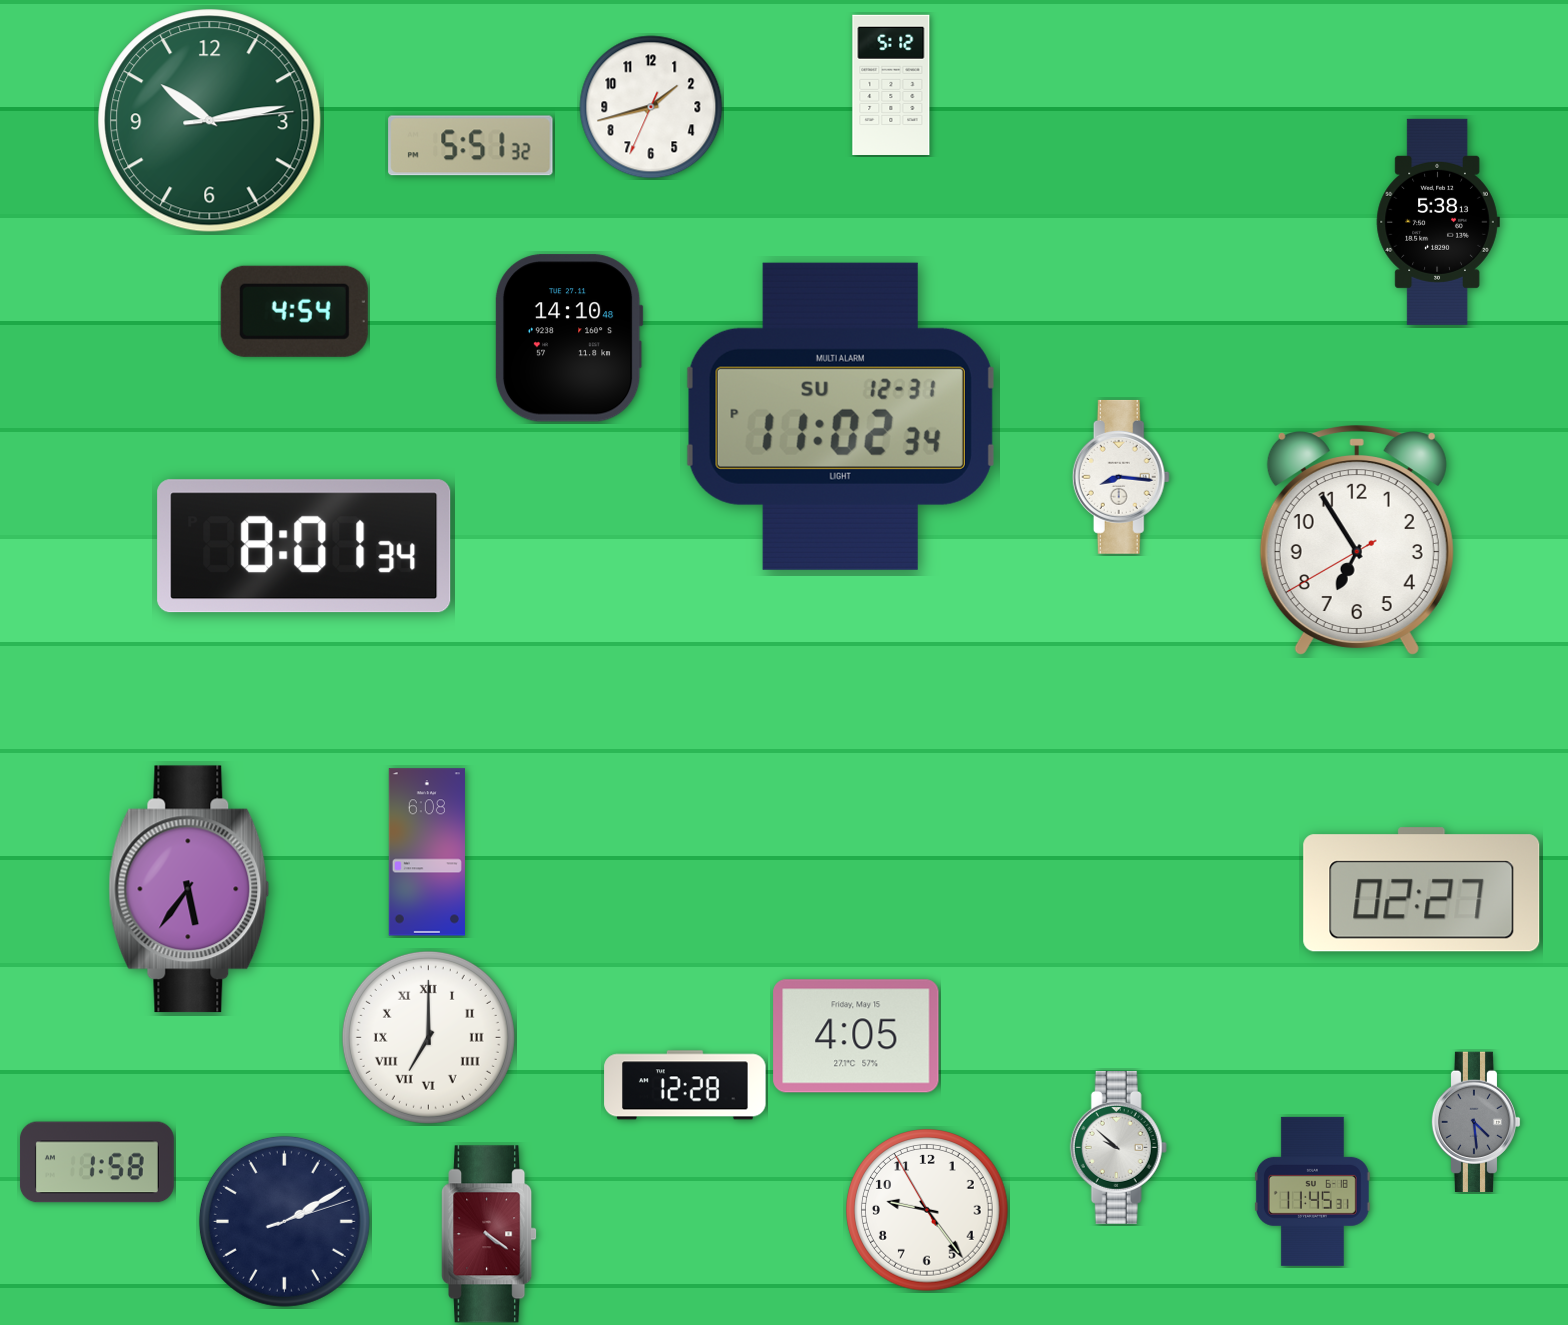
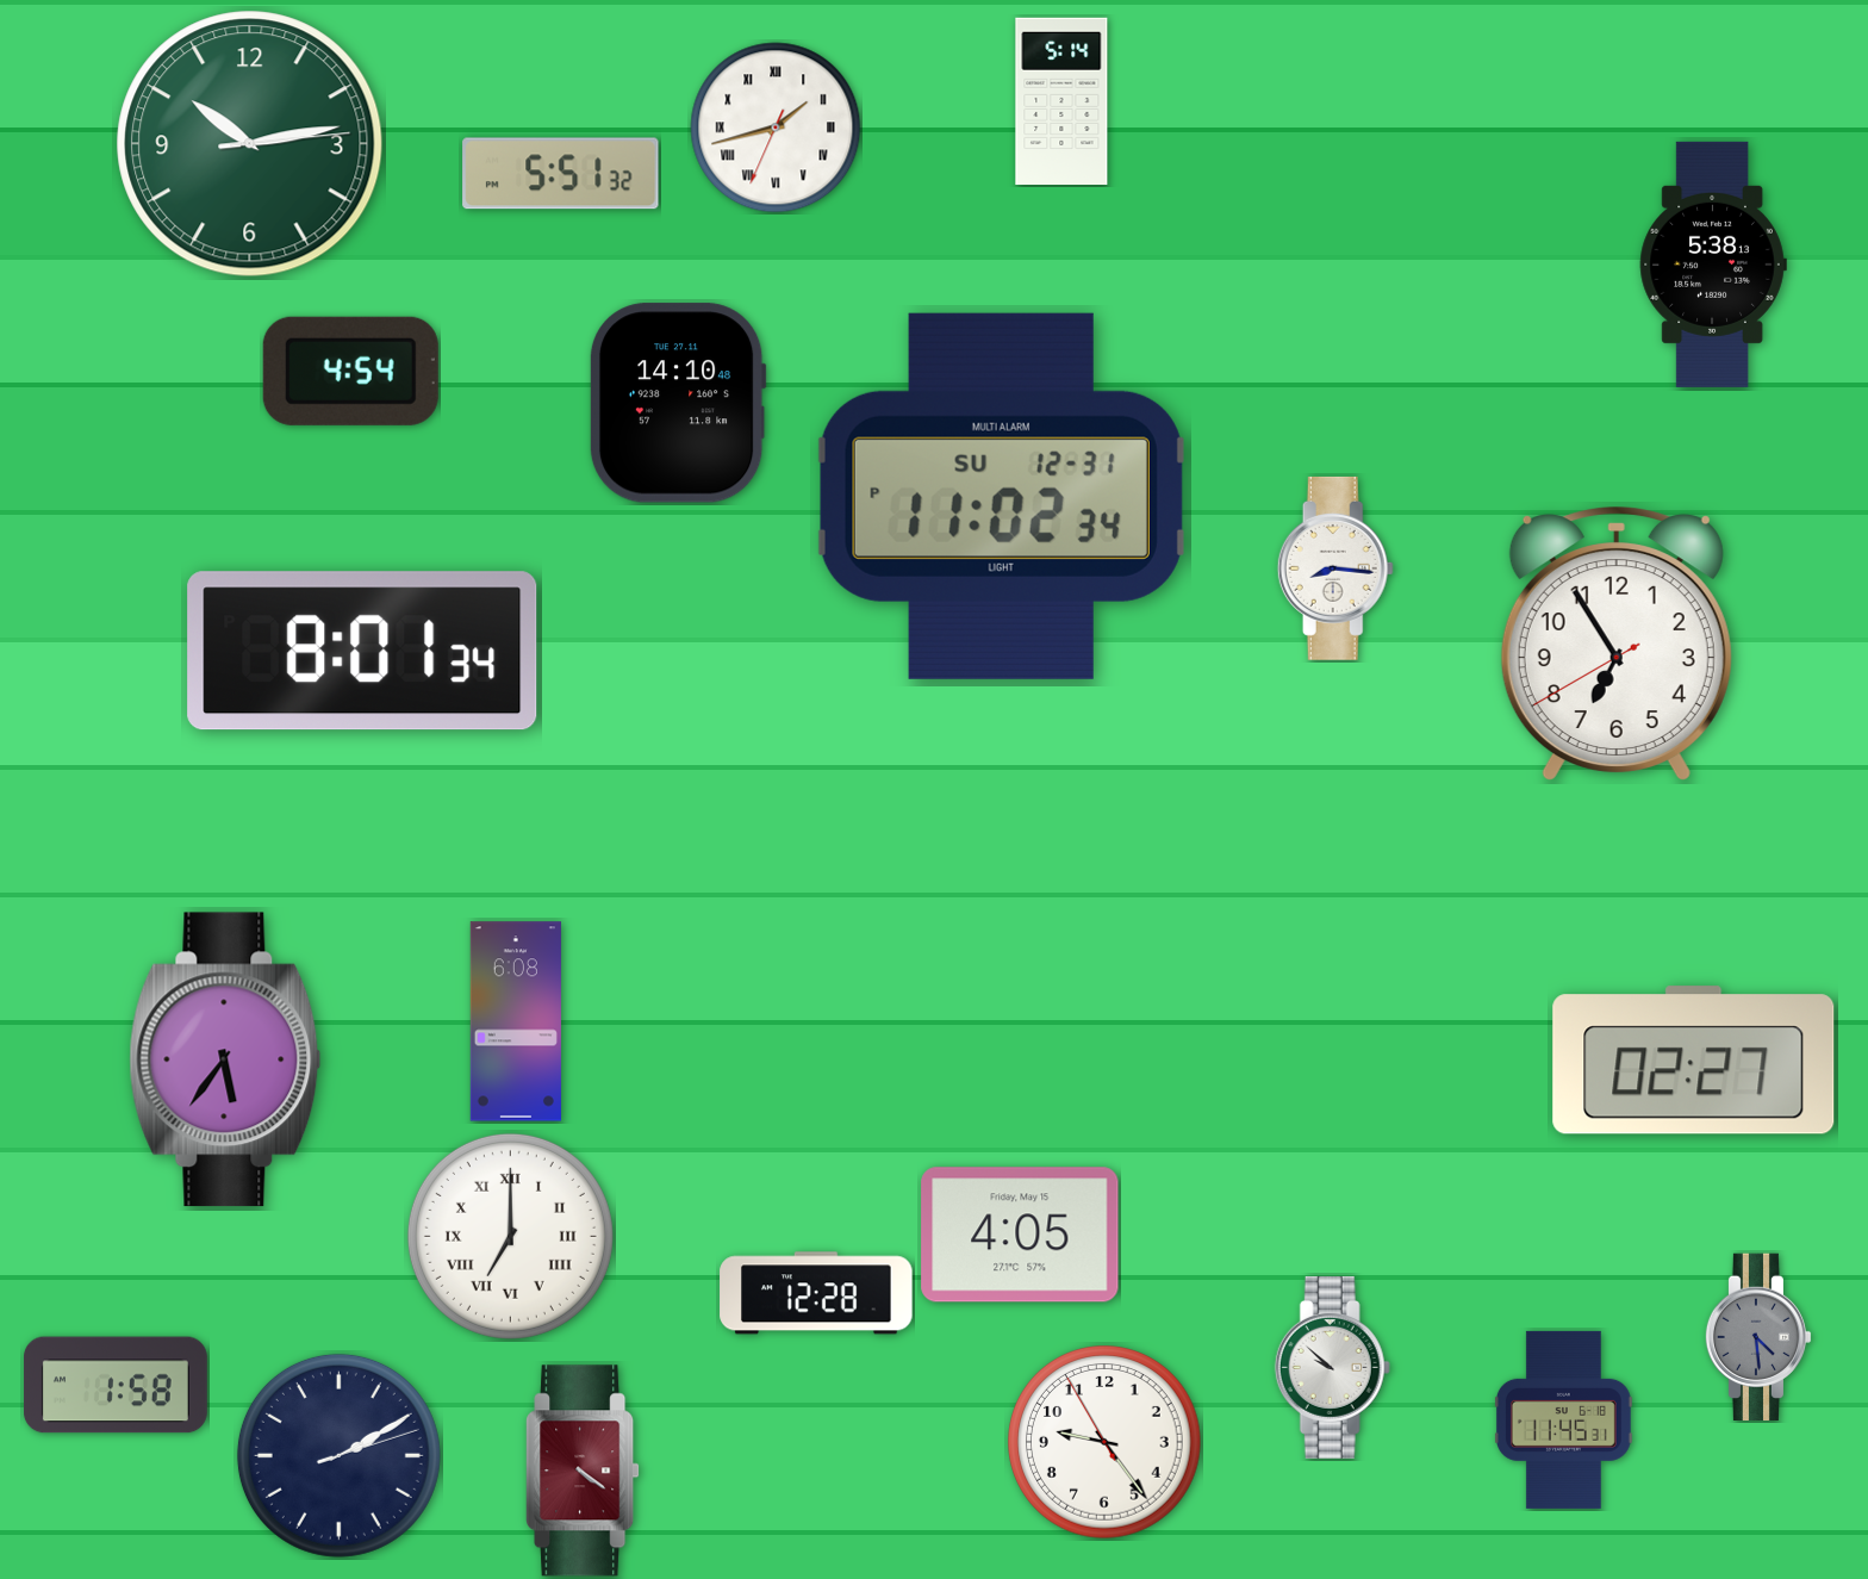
clock at (891, 84): 5:12 -> 5:14
clock at (651, 107) numerals: Arabic -> Roman
clock at (427, 852) position: (427, 852) -> (516, 1021)
